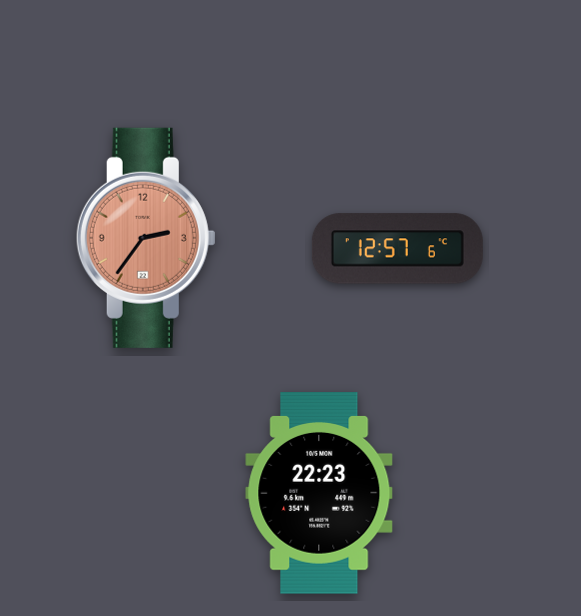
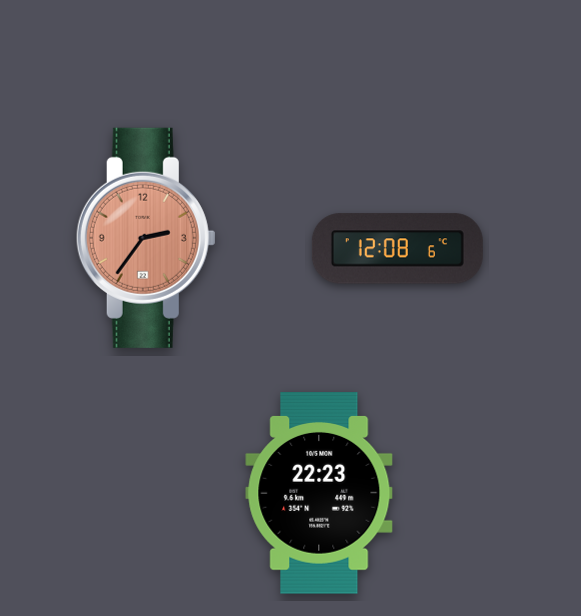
clock at (397, 249): 12:57 -> 12:08
